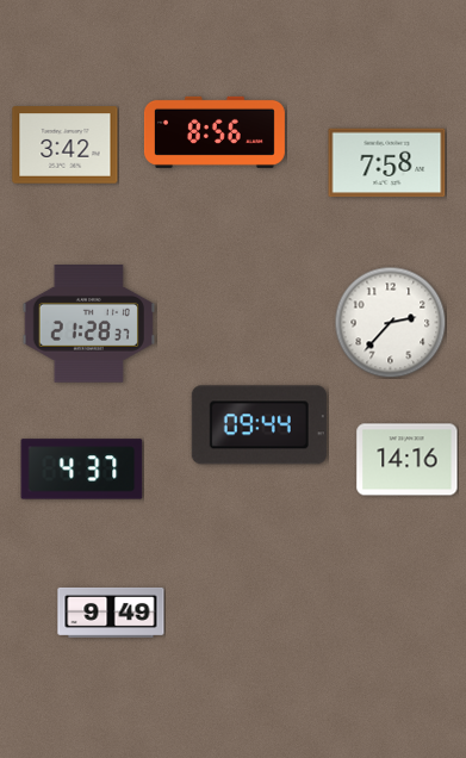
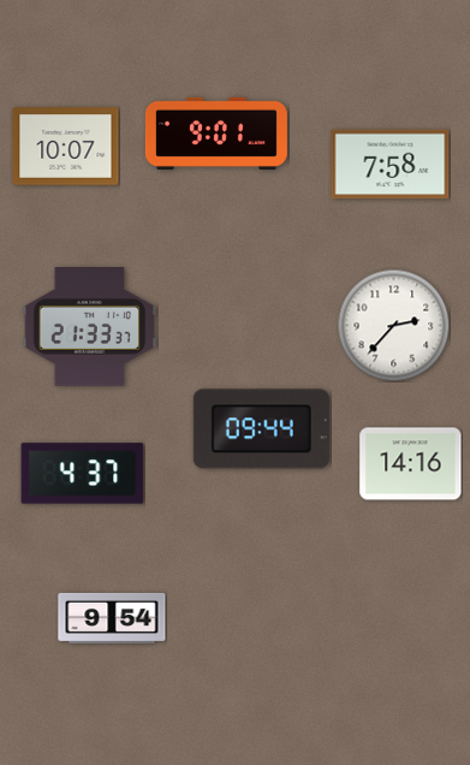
clock at (215, 132): 8:56 -> 9:01
clock at (66, 145): 3:42 -> 10:07
clock at (88, 324): 21:28 -> 21:33
clock at (111, 613): 9:49 -> 9:54
